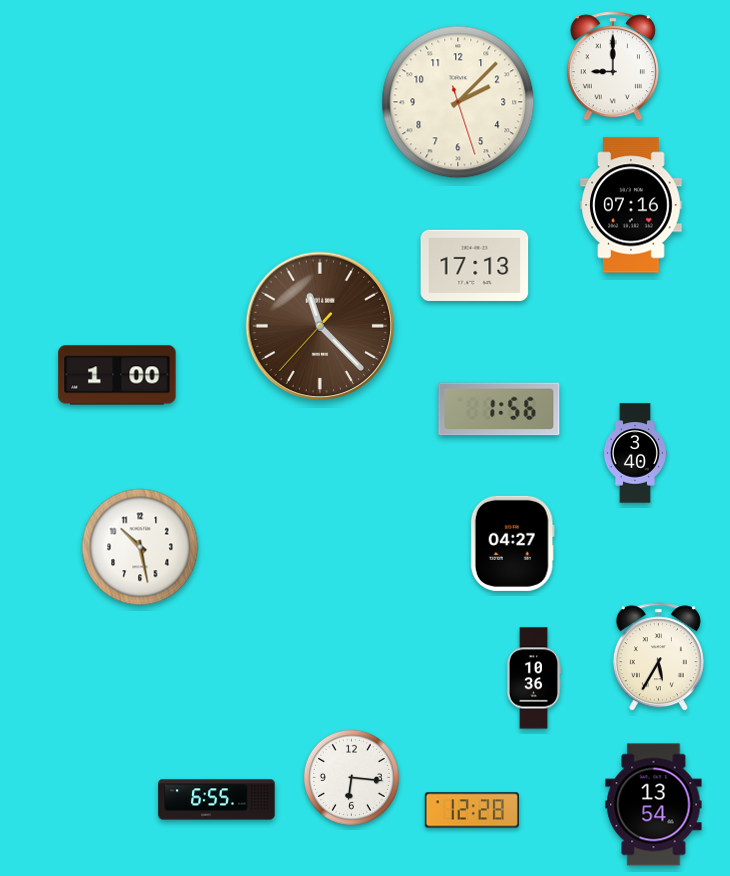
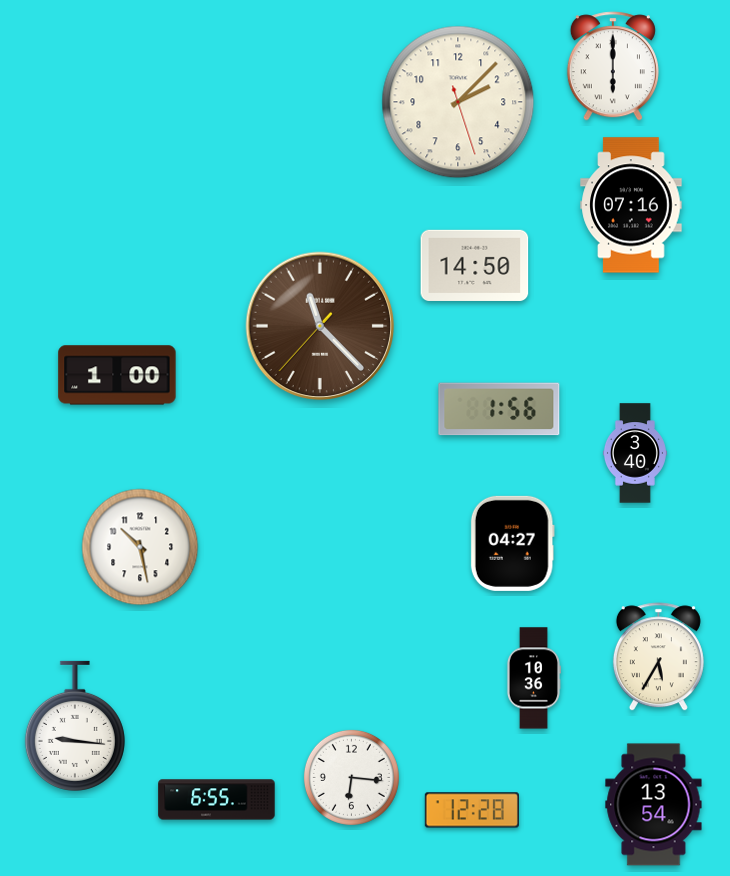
clock at (613, 66): 9:00 -> 6:00
clock at (475, 265): 17:13 -> 14:50
clock at (75, 726): none -> 9:16
